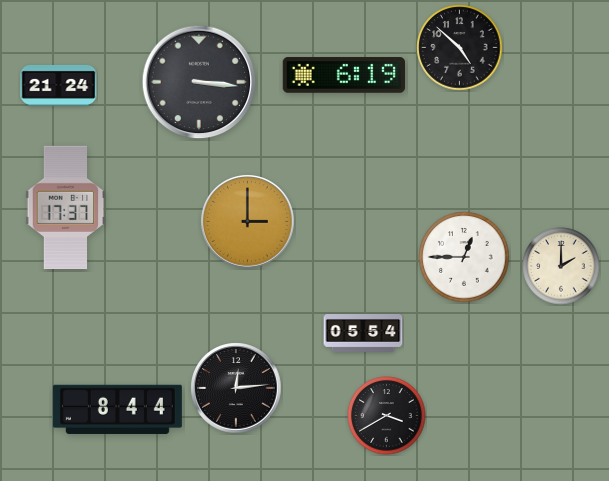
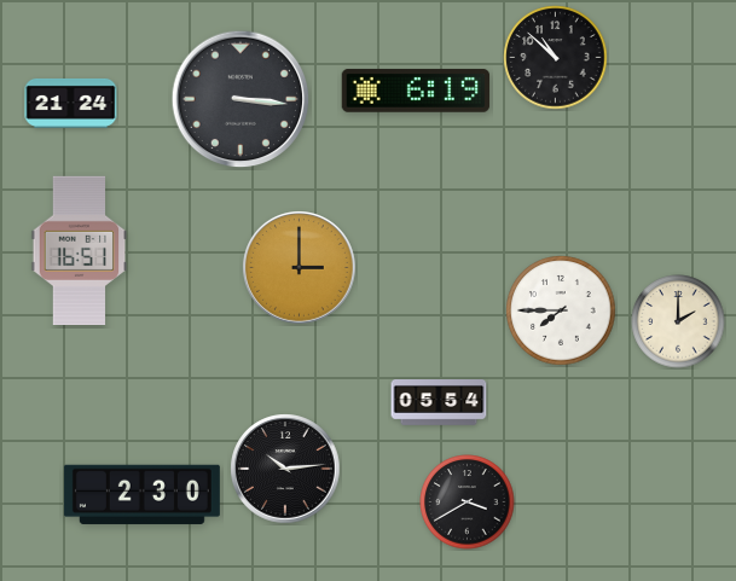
clock at (460, 48): 4:52 -> 10:52
clock at (66, 207): 17:37 -> 16:51
clock at (464, 257): 12:45 -> 7:45
clock at (236, 388): 12:14 -> 10:14
clock at (117, 409): 8:44 -> 2:30
